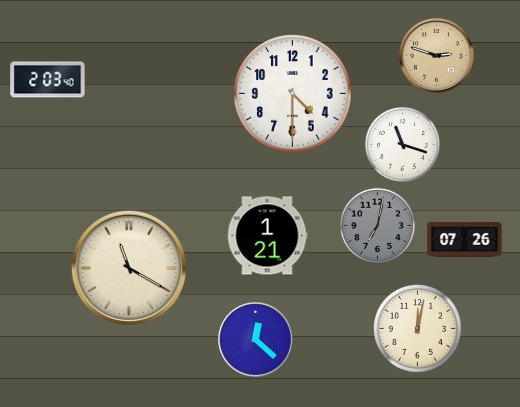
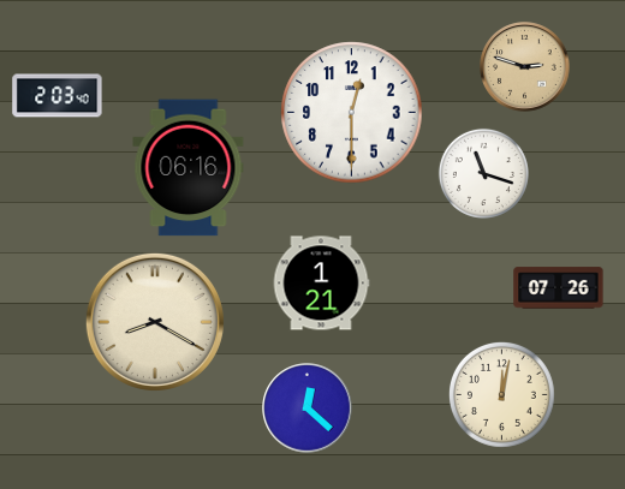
clock at (293, 94): 4:30 -> 12:30
clock at (189, 168): none -> 06:16
clock at (377, 225): 7:02 -> none
clock at (129, 268): 11:20 -> 8:20
